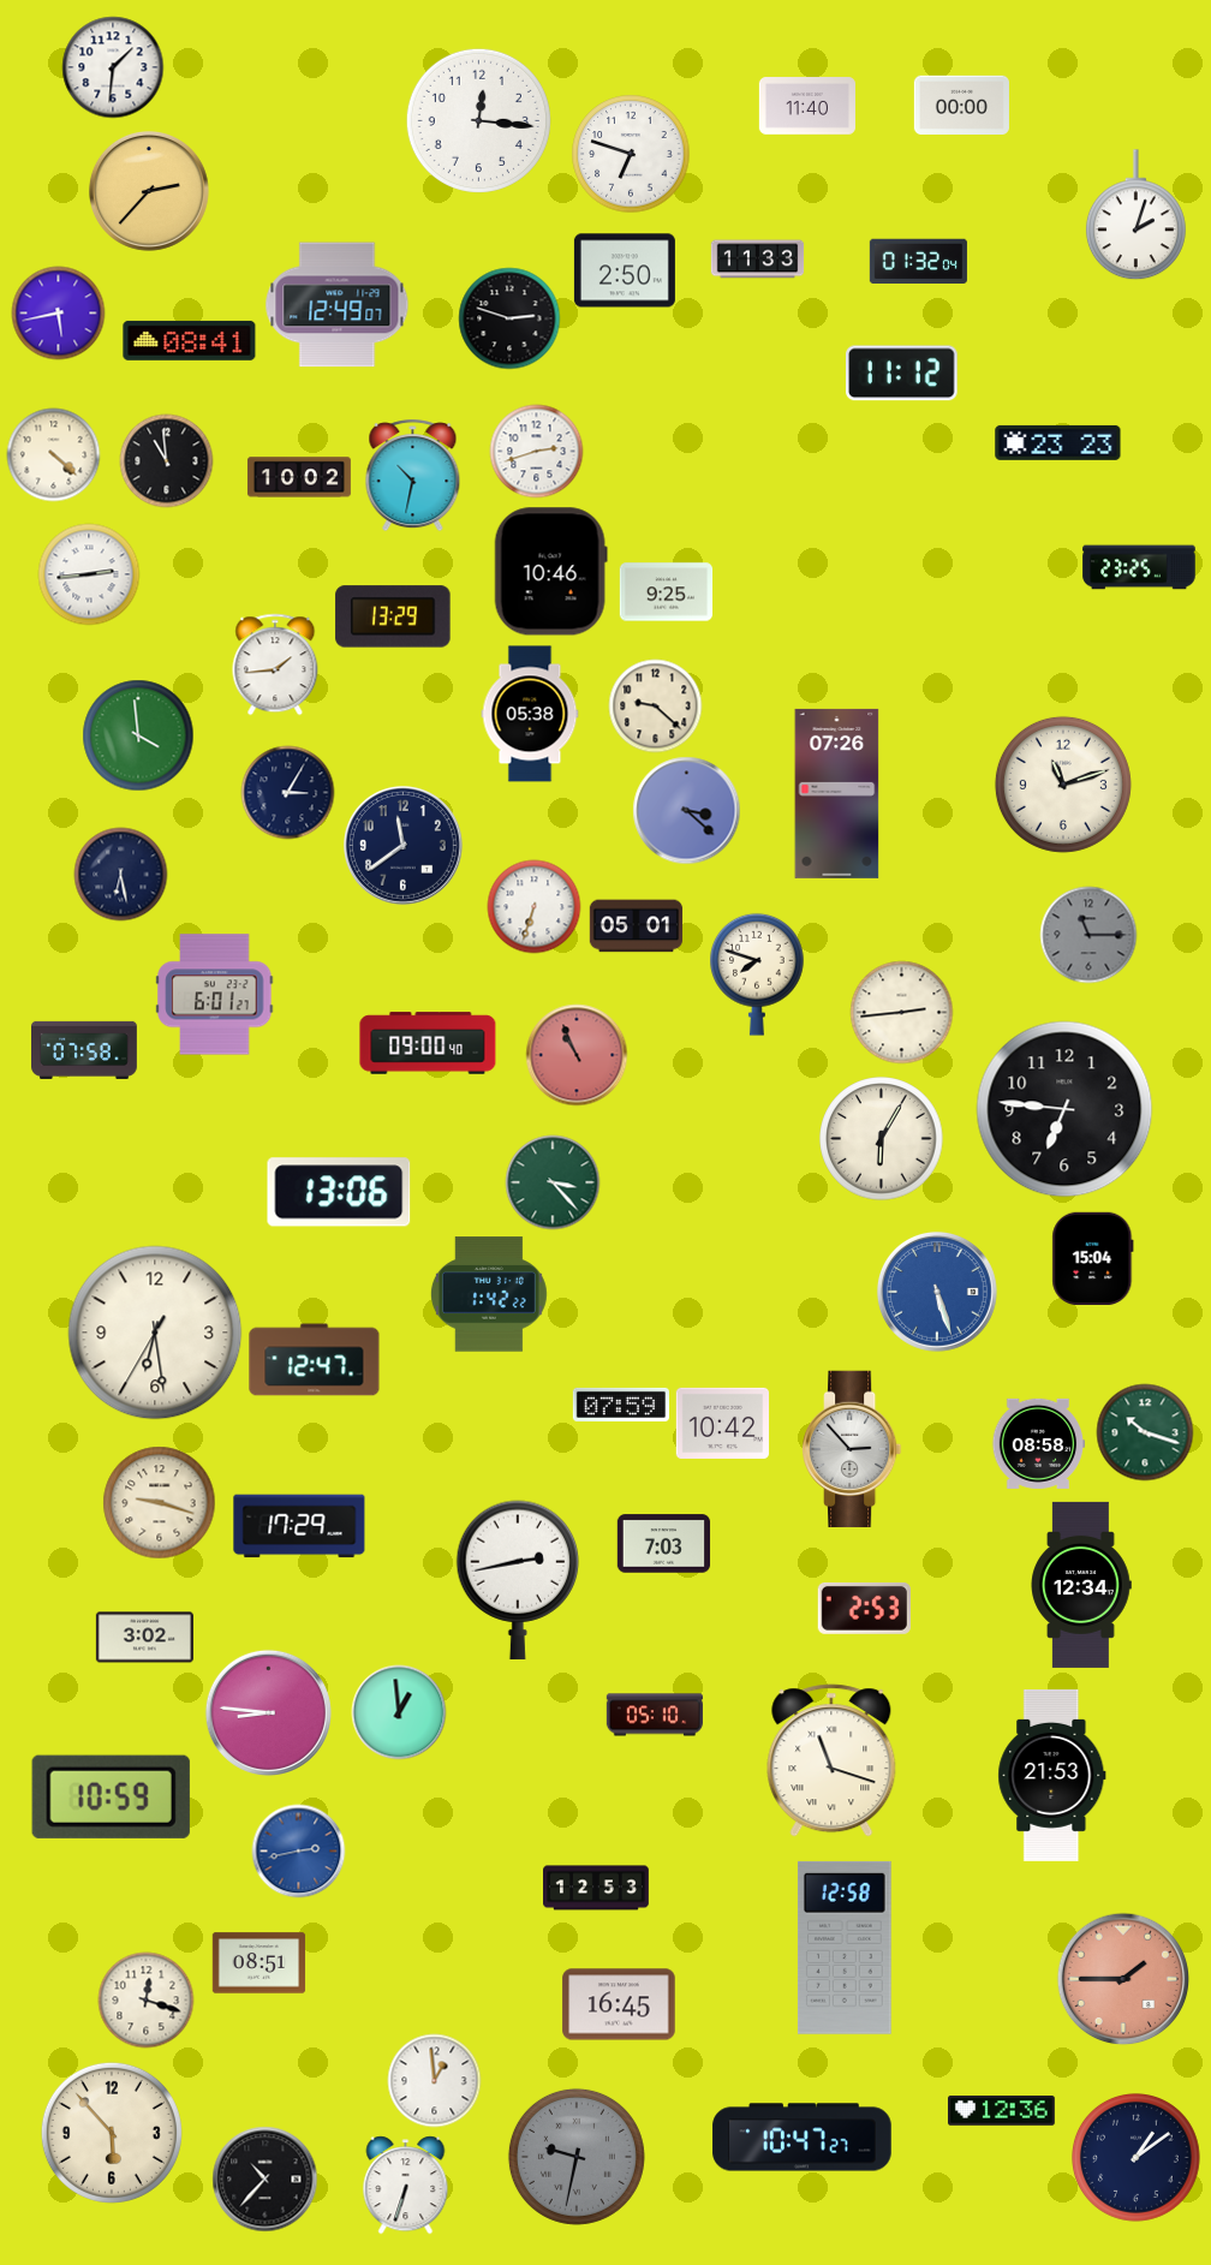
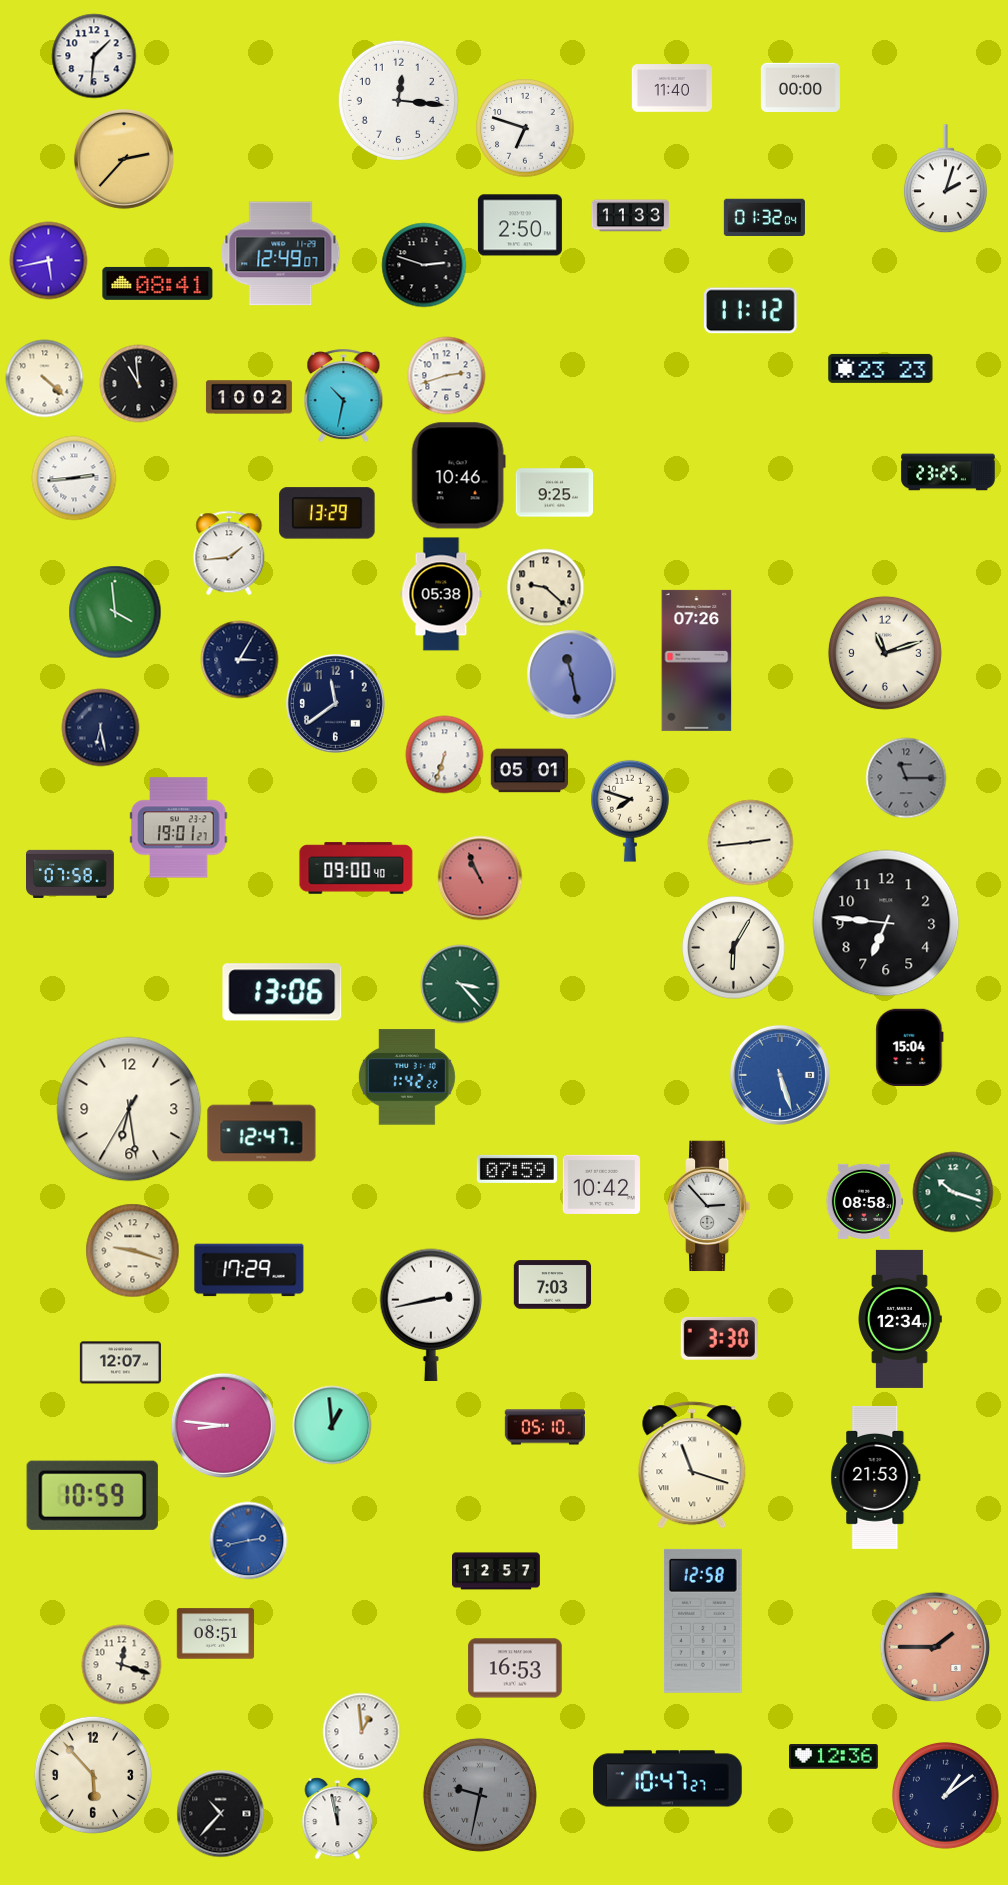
clock at (686, 810): 3:22 -> 11:28
clock at (215, 995): 6:01 -> 19:01
clock at (864, 1608): 2:53 -> 3:30
clock at (144, 1638): 3:02 -> 12:07
clock at (597, 1888): 12:53 -> 12:57
clock at (619, 2004): 16:45 -> 16:53
clock at (406, 2184): 6:33 -> 11:58
